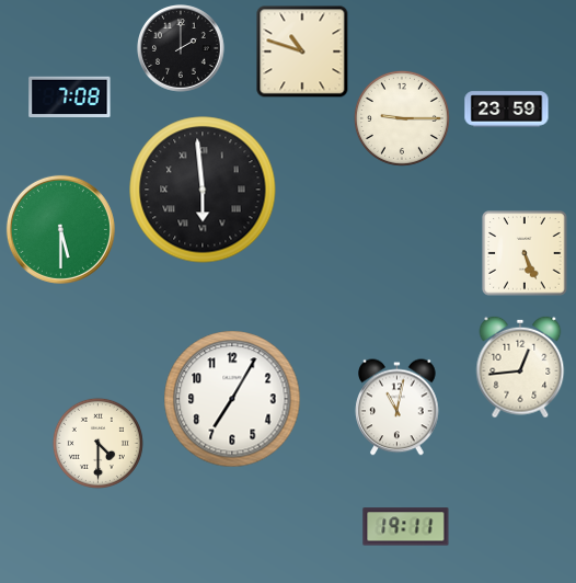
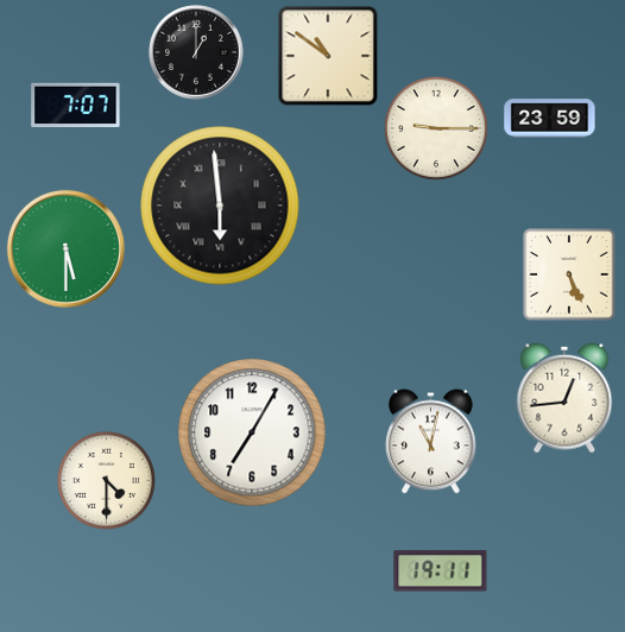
clock at (182, 49): 2:00 -> 1:00
clock at (302, 52): 10:48 -> 10:51
clock at (70, 98): 7:08 -> 7:07
